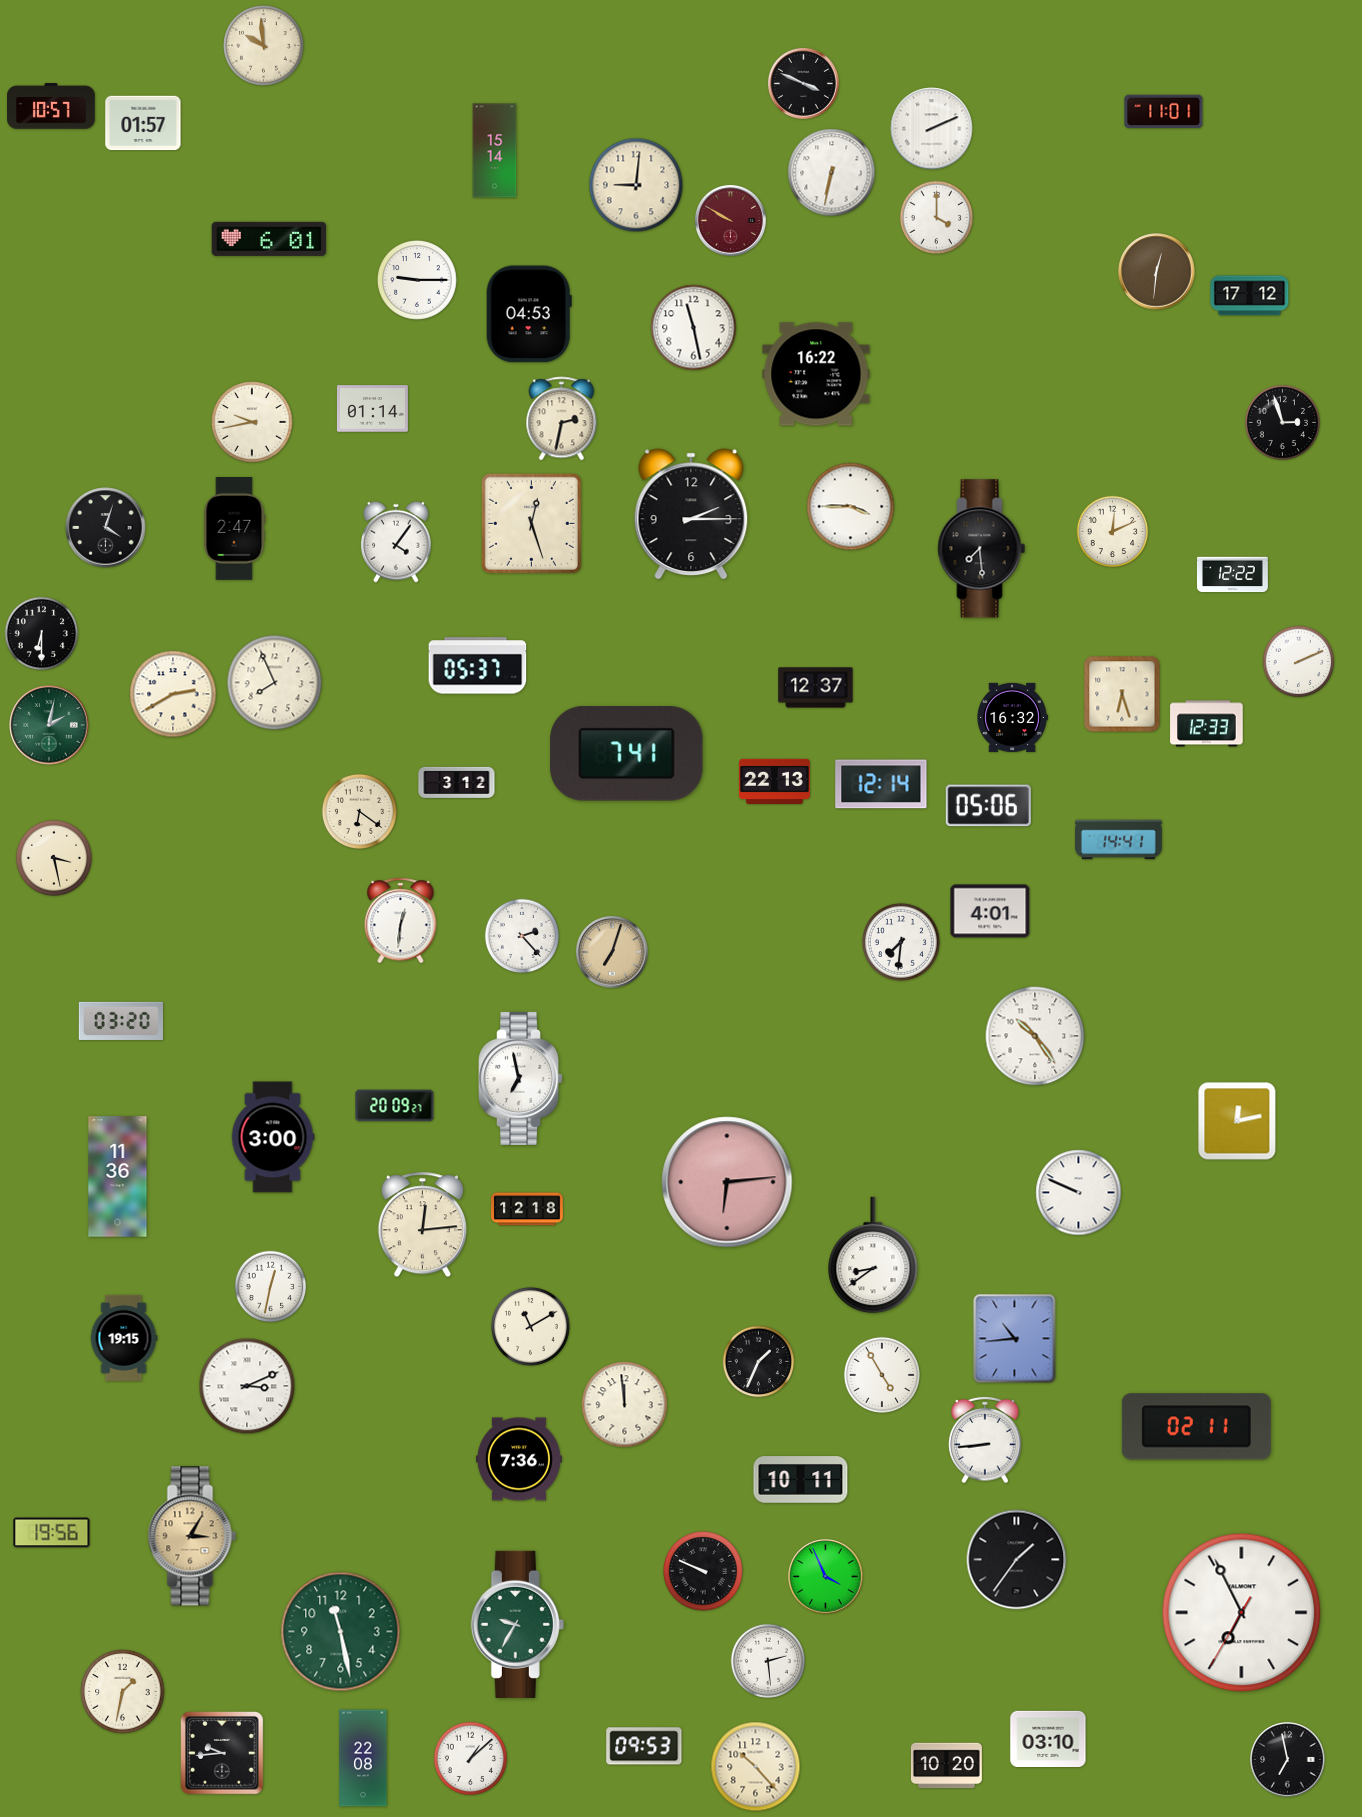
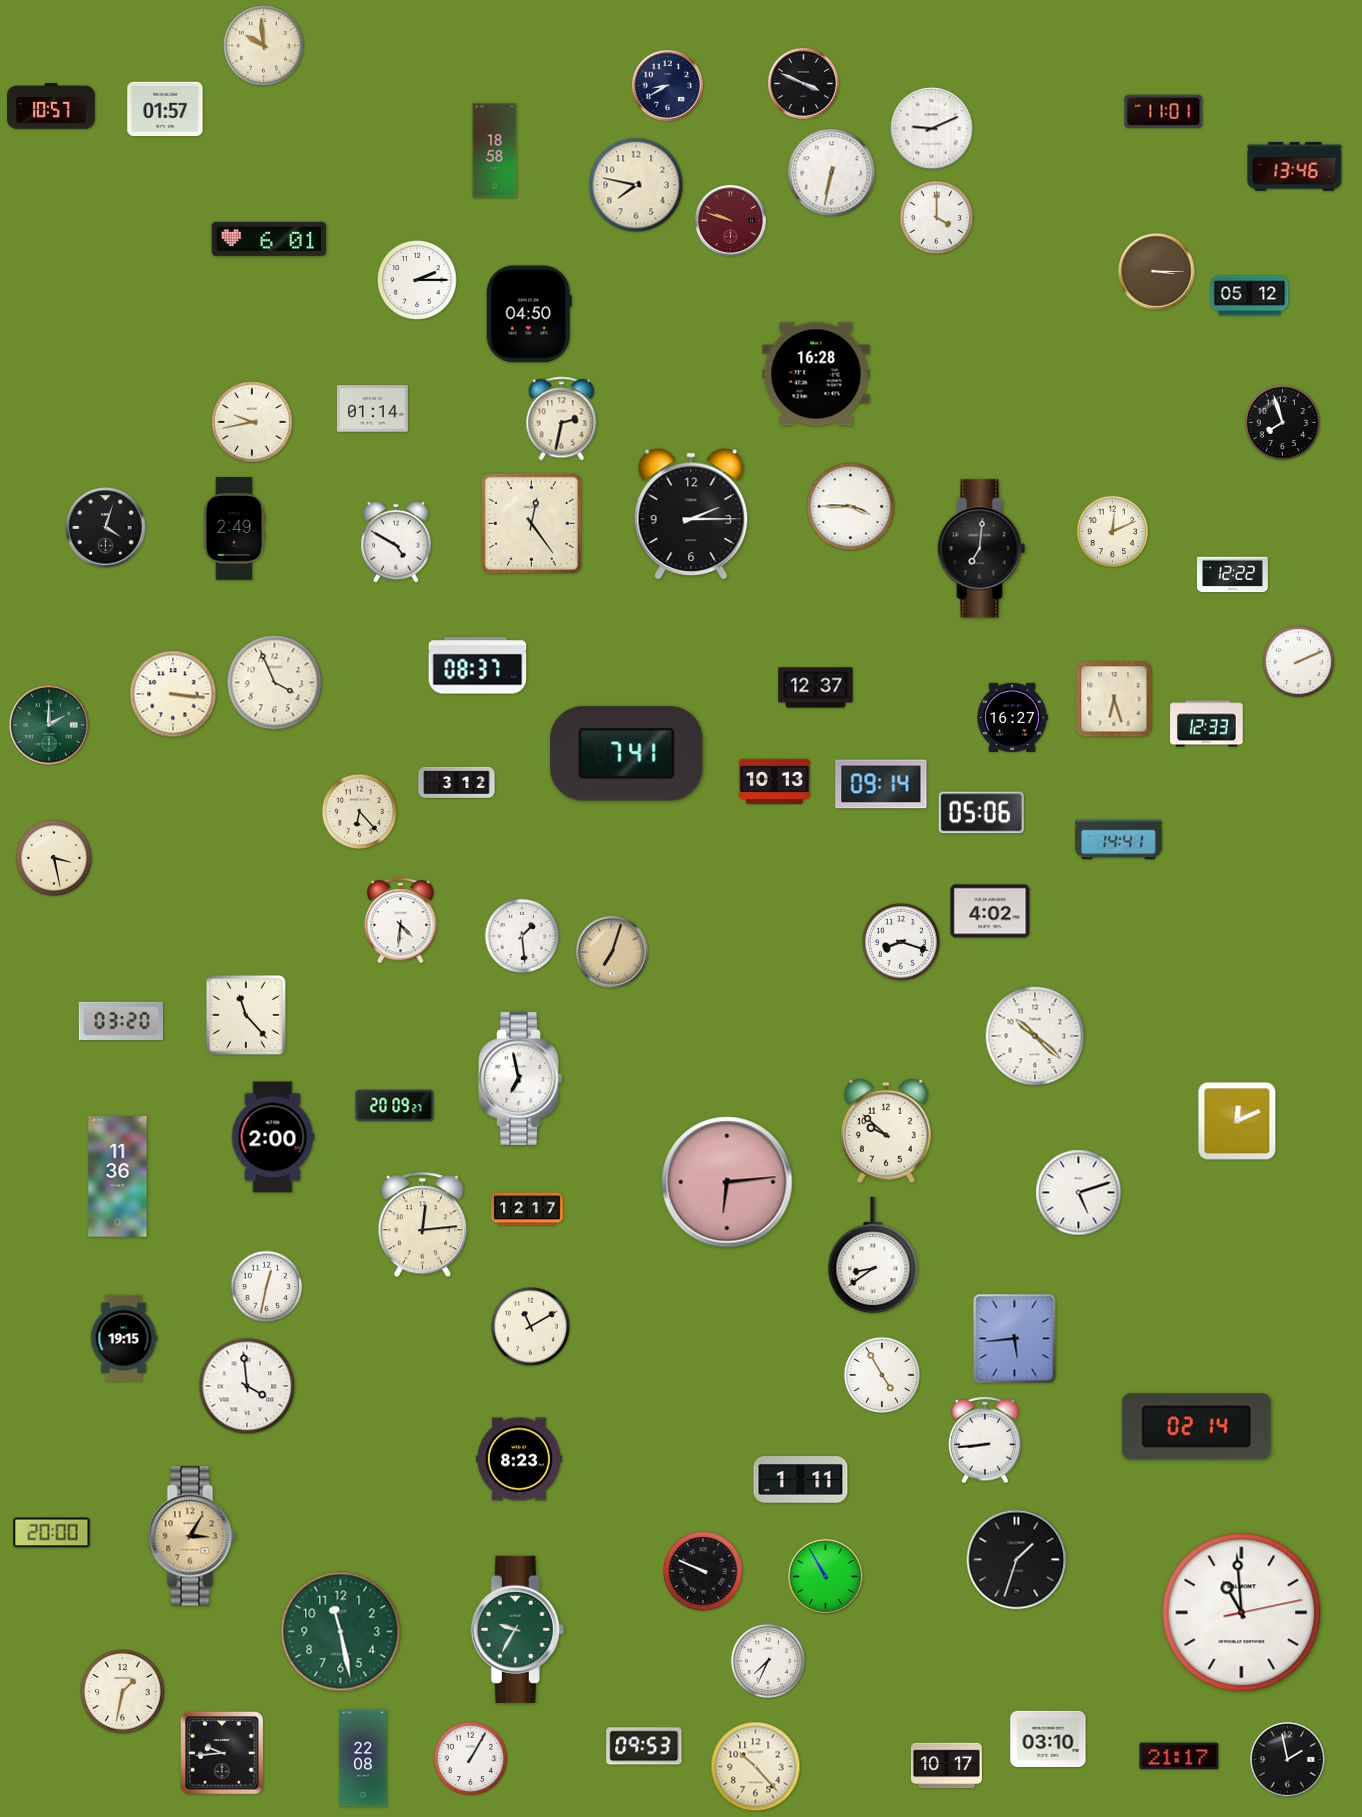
clock at (667, 85): none -> 8:40
clock at (143, 123) position: (143, 123) -> (165, 109)
clock at (932, 129): 2:11 -> 9:11
clock at (495, 151): 15:14 -> 18:58
clock at (1295, 166): none -> 13:46
clock at (636, 185): 9:01 -> 7:47
clock at (730, 220): 9:50 -> 9:48
clock at (1157, 272): 12:31 -> 3:15
clock at (418, 281): 9:15 -> 2:15
clock at (1250, 296): 17:12 -> 05:12
clock at (529, 314): 04:53 -> 04:50
clock at (694, 328): 11:28 -> none
clock at (816, 374): 16:22 -> 16:28
clock at (1282, 422): 2:57 -> 7:57
clock at (531, 523): 12:27 -> 12:24
clock at (234, 529): 2:47 -> 2:49
clock at (396, 542): 4:06 -> 4:50
clock at (982, 549): 7:29 -> 7:01
clock at (42, 634): 6:30 -> none
clock at (478, 666): 05:37 -> 08:37
clock at (275, 683): 7:56 -> 3:56
clock at (173, 694): 2:40 -> 3:16
clock at (1122, 694) position: (1122, 694) -> (1114, 699)
clock at (1012, 717): 16:32 -> 16:27
clock at (49, 725): 2:02 -> 2:00
clock at (774, 781): 22:13 -> 10:13
clock at (881, 784): 12:14 -> 09:14
clock at (988, 806) position: (988, 806) -> (981, 813)
clock at (359, 811): 6:21 -> 6:23
clock at (990, 911): 4:01 -> 4:02
clock at (401, 921): 12:31 -> 4:31
clock at (521, 935): 2:23 -> 1:29
clock at (901, 942): 7:31 -> 8:18
clock at (247, 1016): none -> 11:23
clock at (1035, 1036): 10:24 -> 10:22
clock at (1237, 1121): 12:13 -> 12:11
clock at (886, 1131): none -> 9:52
clock at (273, 1137): 3:00 -> 2:00
clock at (1079, 1193): 9:49 -> 5:12
clock at (527, 1209): 12:18 -> 12:17
clock at (271, 1287) position: (271, 1287) -> (267, 1287)
clock at (1015, 1339): 10:44 -> 5:44
clock at (759, 1362): 1:34 -> none
clock at (247, 1386): 3:11 -> 3:59
clock at (625, 1405): 11:59 -> none
clock at (1196, 1427): 02:11 -> 02:14
clock at (519, 1459): 7:36 -> 8:23
clock at (801, 1480): 10:11 -> 1:11
clock at (52, 1533): 19:56 -> 20:00
clock at (1017, 1560): 1:36 -> 1:33
clock at (826, 1577): 3:56 -> 10:55
clock at (1242, 1613): 6:55 -> 10:59
clock at (517, 1624) position: (517, 1624) -> (517, 1629)
clock at (767, 1660): 2:29 -> 7:34
clock at (1179, 1756): none -> 21:17
clock at (471, 1759): 1:08 -> 1:05
clock at (1288, 1760): 6:58 -> 1:58
clock at (946, 1766): 10:20 -> 10:17
